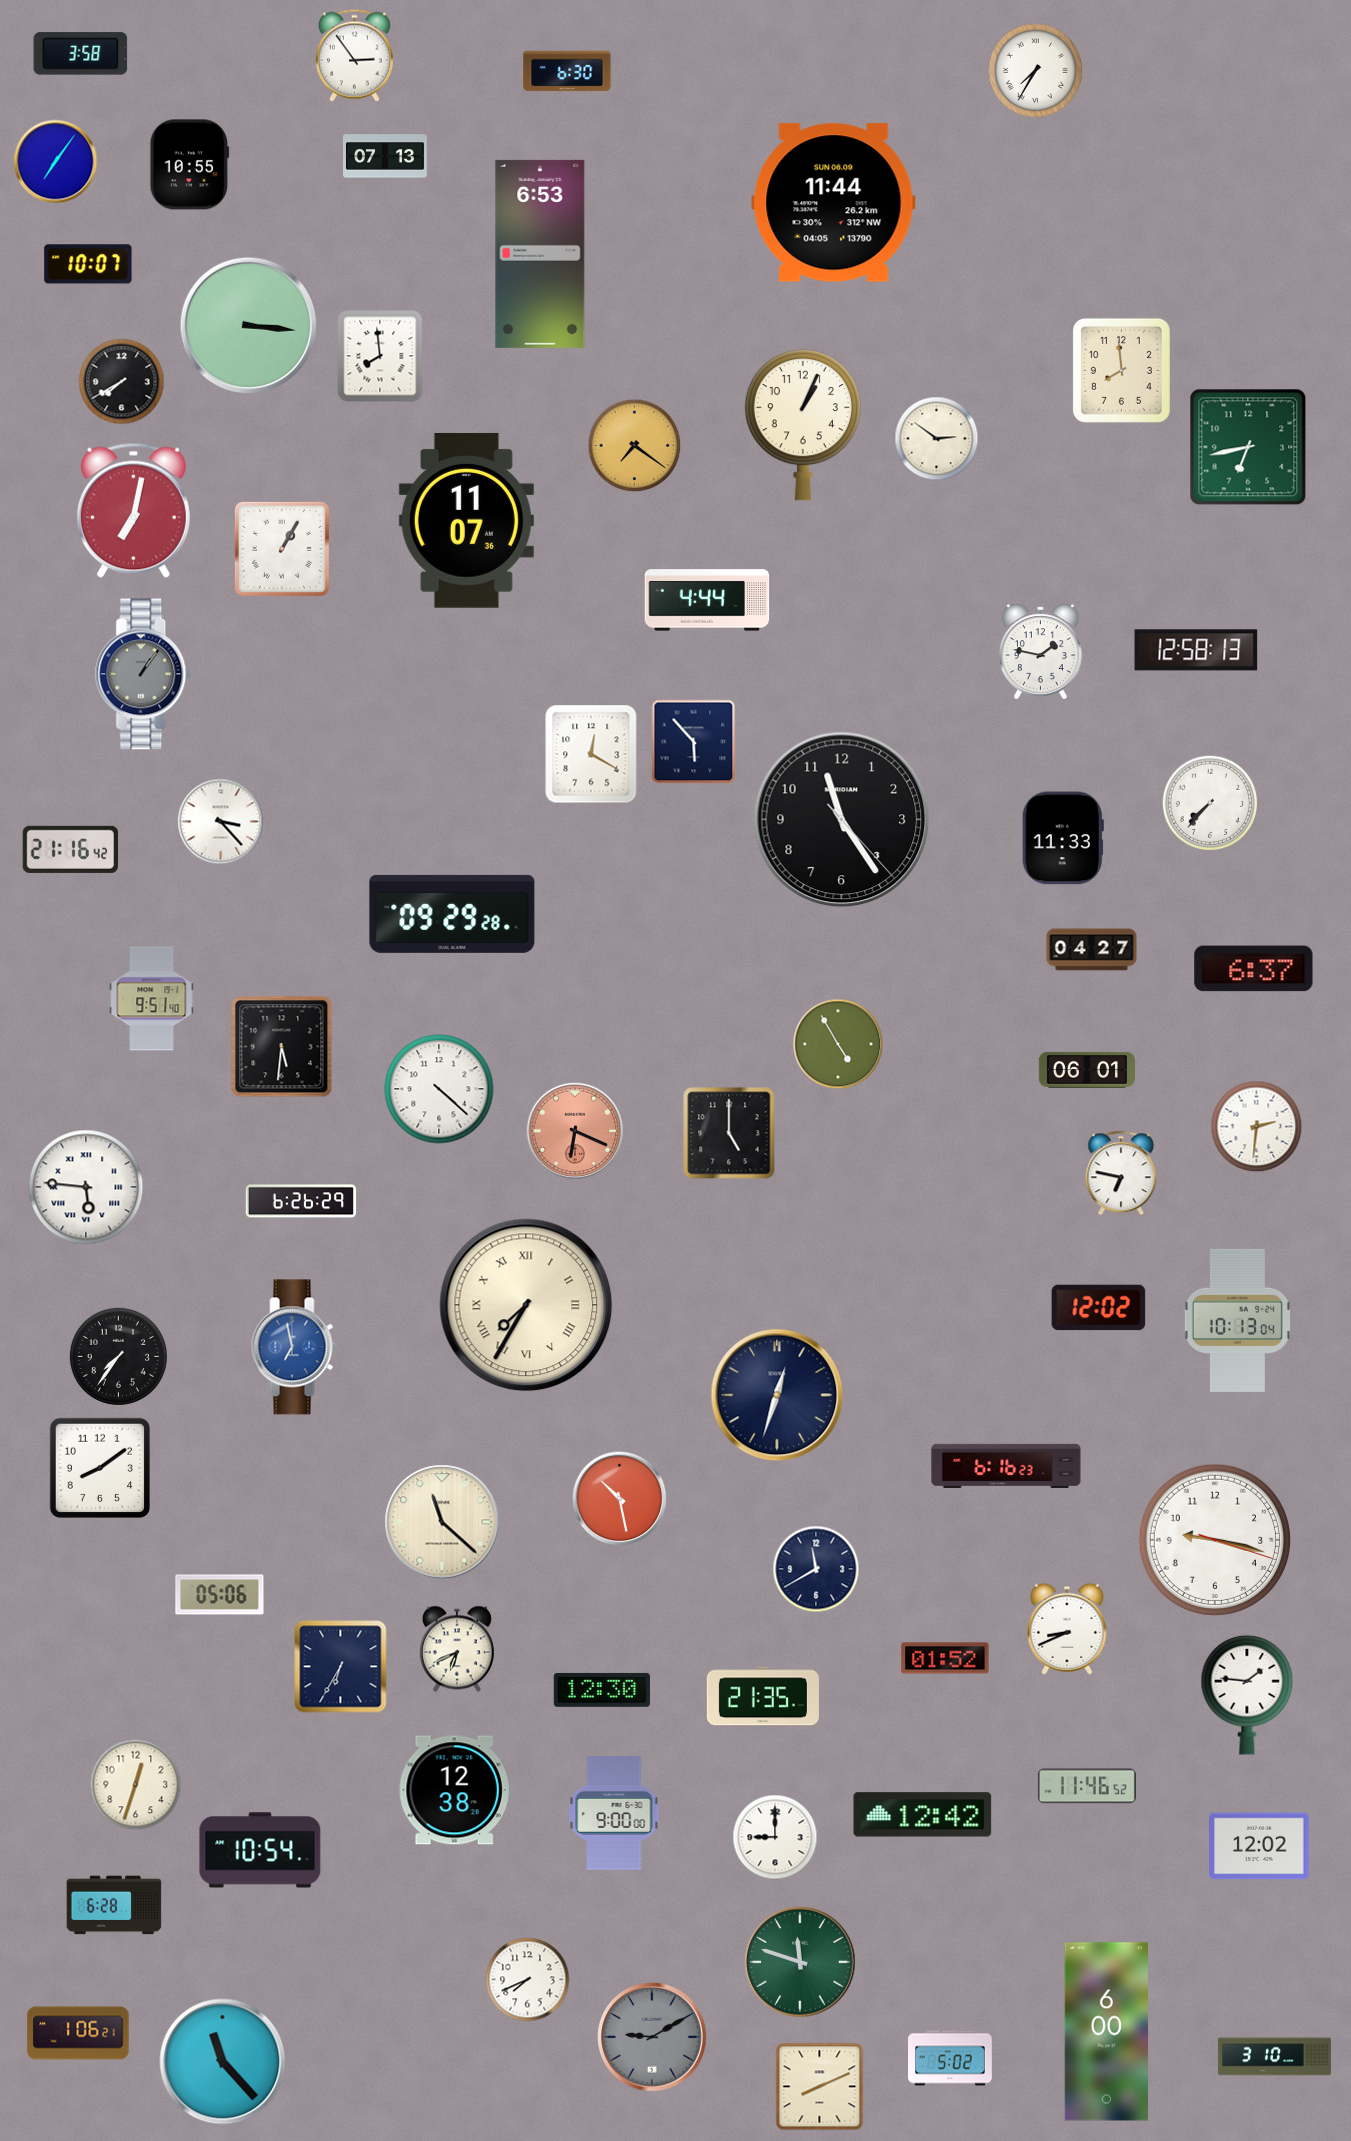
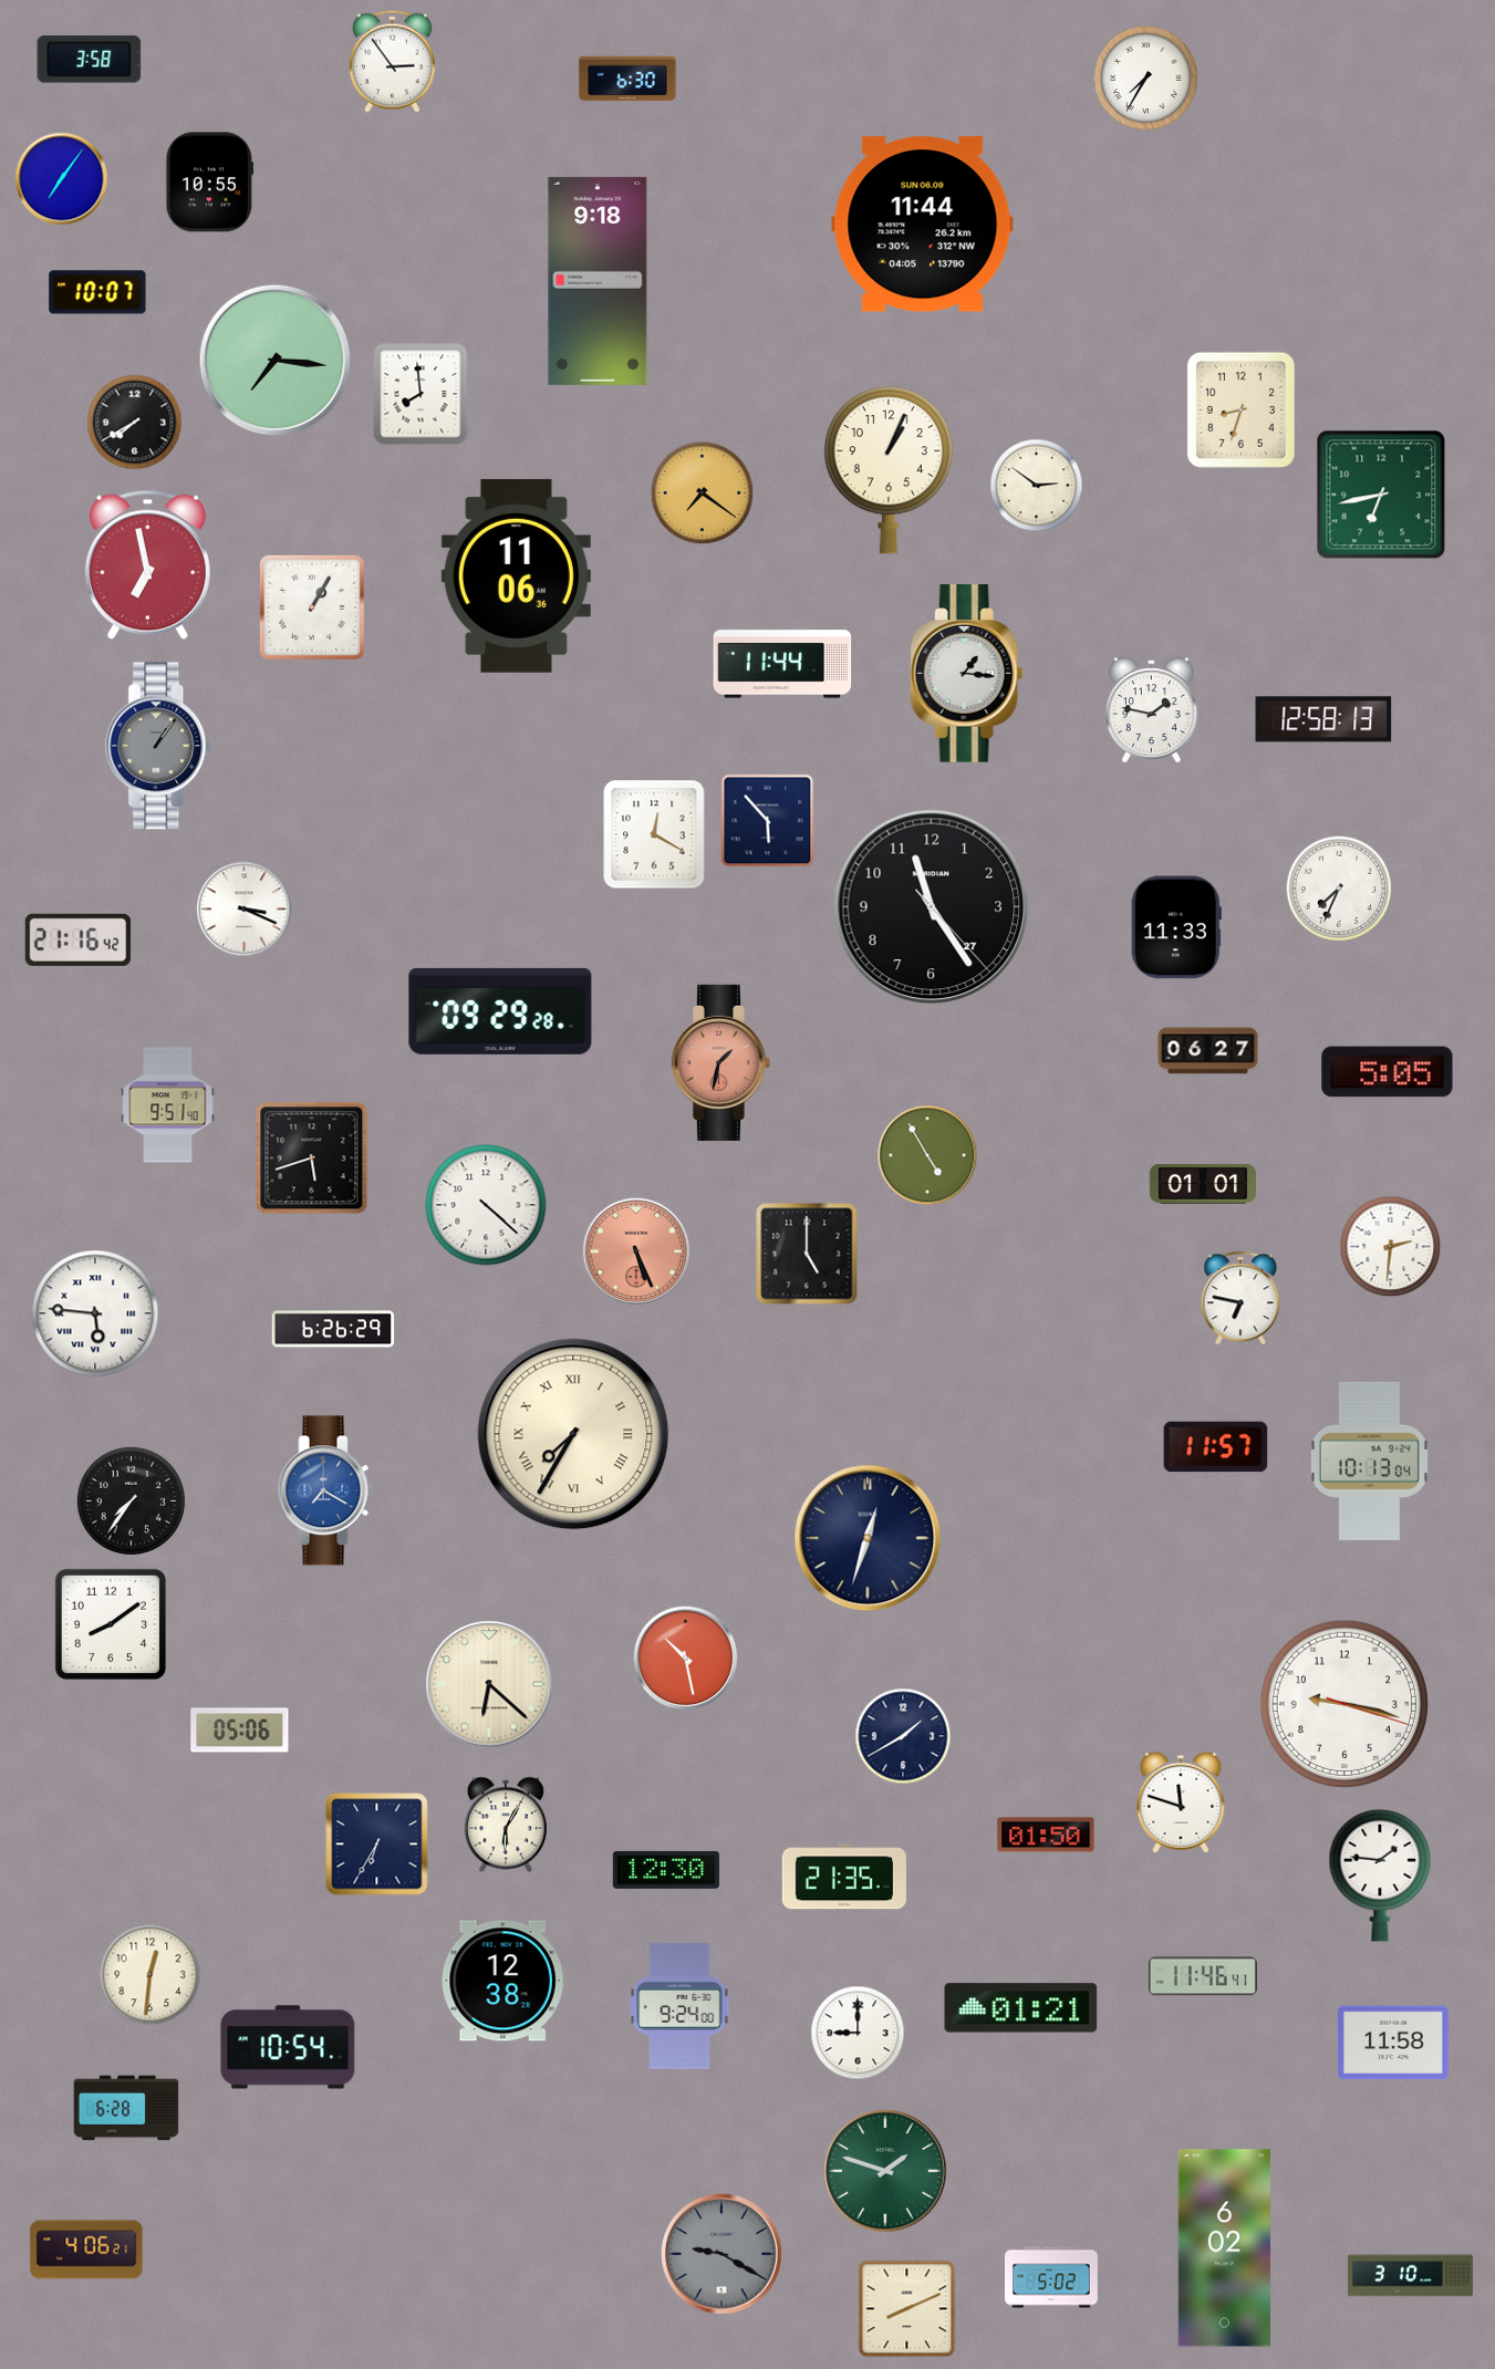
clock at (386, 156): 07:13 -> none
clock at (540, 254): 6:53 -> 9:18
clock at (249, 326): 3:16 -> 7:16
clock at (1121, 370): 7:59 -> 8:33
clock at (133, 510): 7:02 -> 6:58
clock at (466, 520): 11:07 -> 11:06
clock at (707, 600): 4:44 -> 11:44
clock at (967, 674): none -> 1:16
clock at (1040, 651) position: (1040, 651) -> (1151, 709)
clock at (1210, 803): 7:37 -> 7:34
clock at (842, 820) date: 3 -> 27
clock at (221, 822): 3:23 -> 3:19
clock at (1092, 950): 04:27 -> 06:27
clock at (720, 1062): none -> 1:32
clock at (1254, 969): 6:37 -> 5:05
clock at (282, 1047): 5:31 -> 5:42
clock at (1086, 1070): 06:01 -> 01:01
clock at (575, 1131): 6:19 -> 5:26
clock at (526, 1305) position: (526, 1305) -> (573, 1434)
clock at (1099, 1308): 12:02 -> 11:57
clock at (294, 1347): 6:58 -> 7:20
clock at (777, 1395) position: (777, 1395) -> (868, 1538)
clock at (1006, 1466): 6:16 -> none
clock at (442, 1522): 11:22 -> 6:22
clock at (816, 1569): 11:40 -> 1:40
clock at (220, 1595) position: (220, 1595) -> (240, 1731)
clock at (1067, 1629): 8:41 -> 11:48
clock at (457, 1649): 6:41 -> 6:05
clock at (945, 1658): 01:52 -> 01:50
clock at (136, 1785): 12:33 -> 12:31
clock at (1087, 1786): 11:46:52 -> 11:46:41
clock at (614, 1813): 9:00 -> 9:24
clock at (923, 1815): 12:42 -> 01:21
clock at (1259, 1846): 12:02 -> 11:58
clock at (800, 1962): 11:48 -> 1:48
clock at (528, 1980): 7:41 -> none
clock at (1106, 2032): 6:00 -> 6:02
clock at (78, 2033): 1:06 -> 4:06
clock at (653, 2038): 9:10 -> 9:20
clock at (223, 2062): 11:23 -> none
